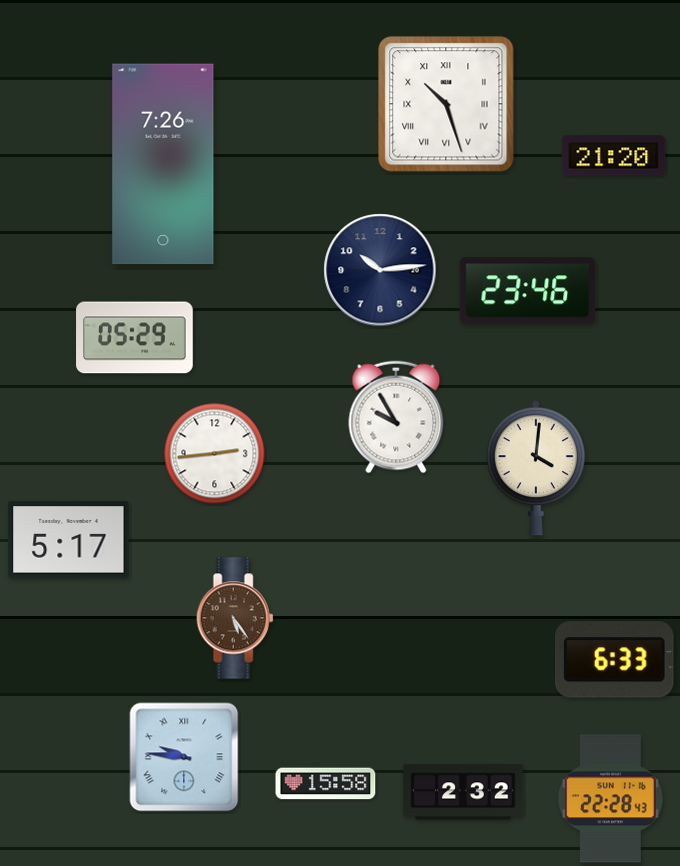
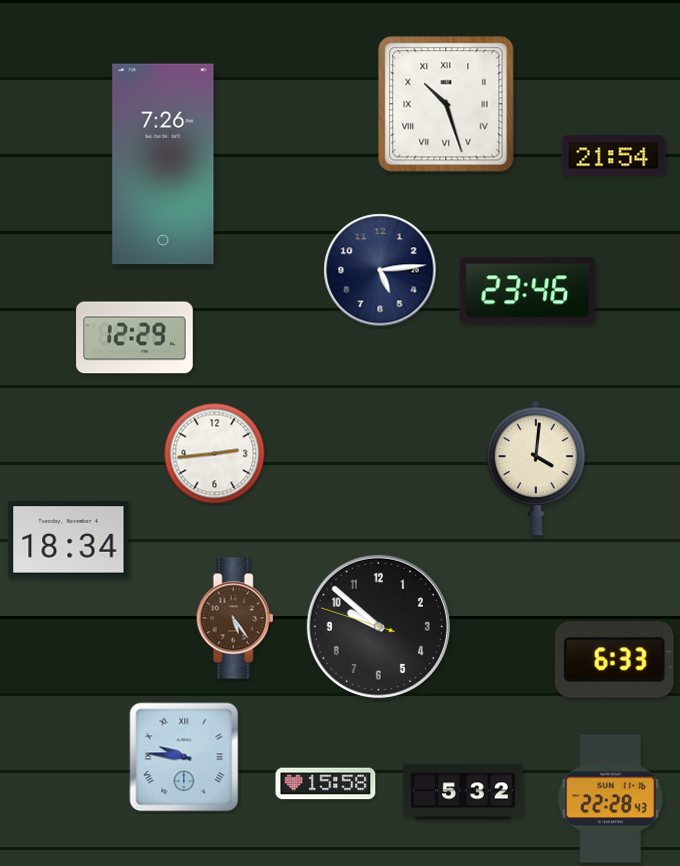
clock at (614, 156): 21:20 -> 21:54
clock at (380, 270): 10:14 -> 5:14
clock at (135, 338): 05:29 -> 12:29
clock at (396, 417): 9:55 -> none
clock at (69, 540): 5:17 -> 18:34
clock at (378, 626): none -> 9:51
clock at (463, 792): 2:32 -> 5:32
